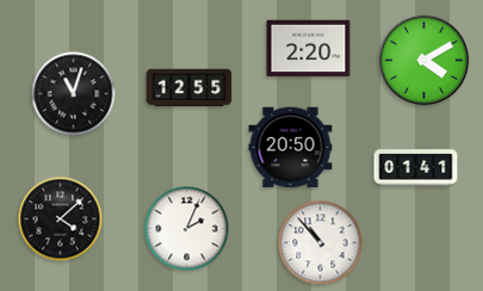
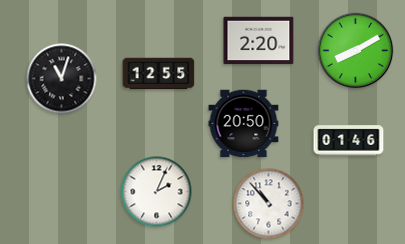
clock at (425, 61): 4:10 -> 8:10
clock at (416, 168): 01:41 -> 01:46
clock at (61, 219): 4:08 -> none
